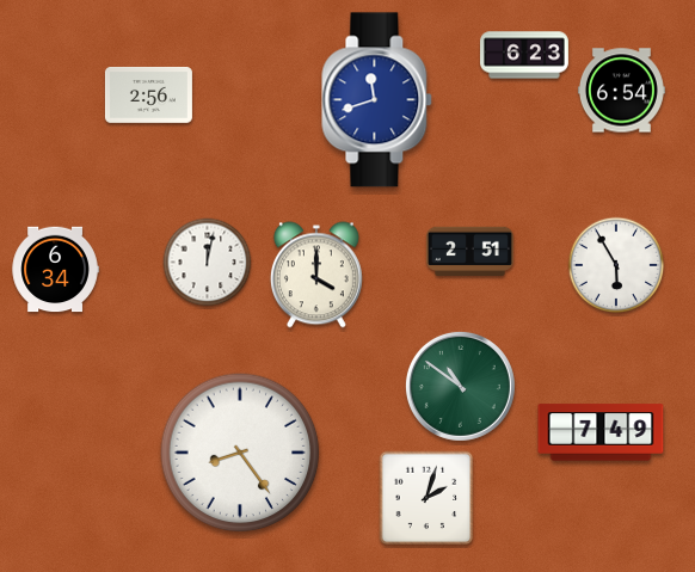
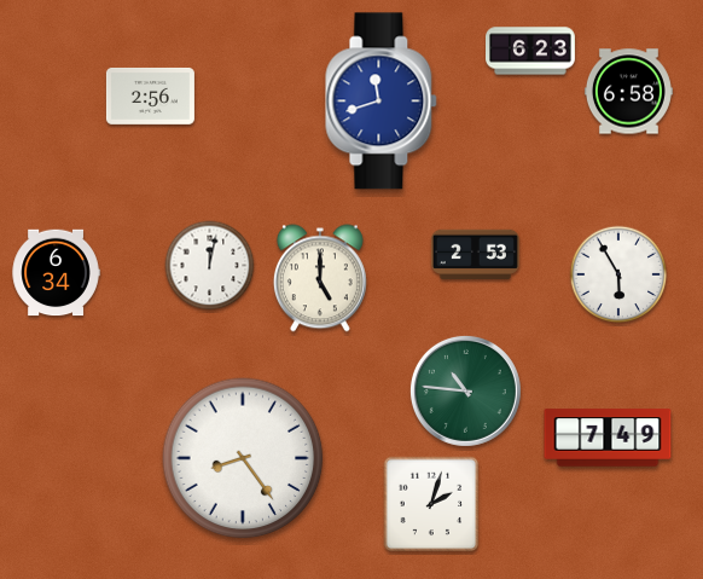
clock at (525, 55) position: (525, 55) -> (531, 51)
clock at (621, 91): 6:54 -> 6:58
clock at (469, 252): 2:51 -> 2:53
clock at (616, 265) position: (616, 265) -> (618, 274)
clock at (316, 275): 4:00 -> 5:00
clock at (460, 386): 10:51 -> 10:46
